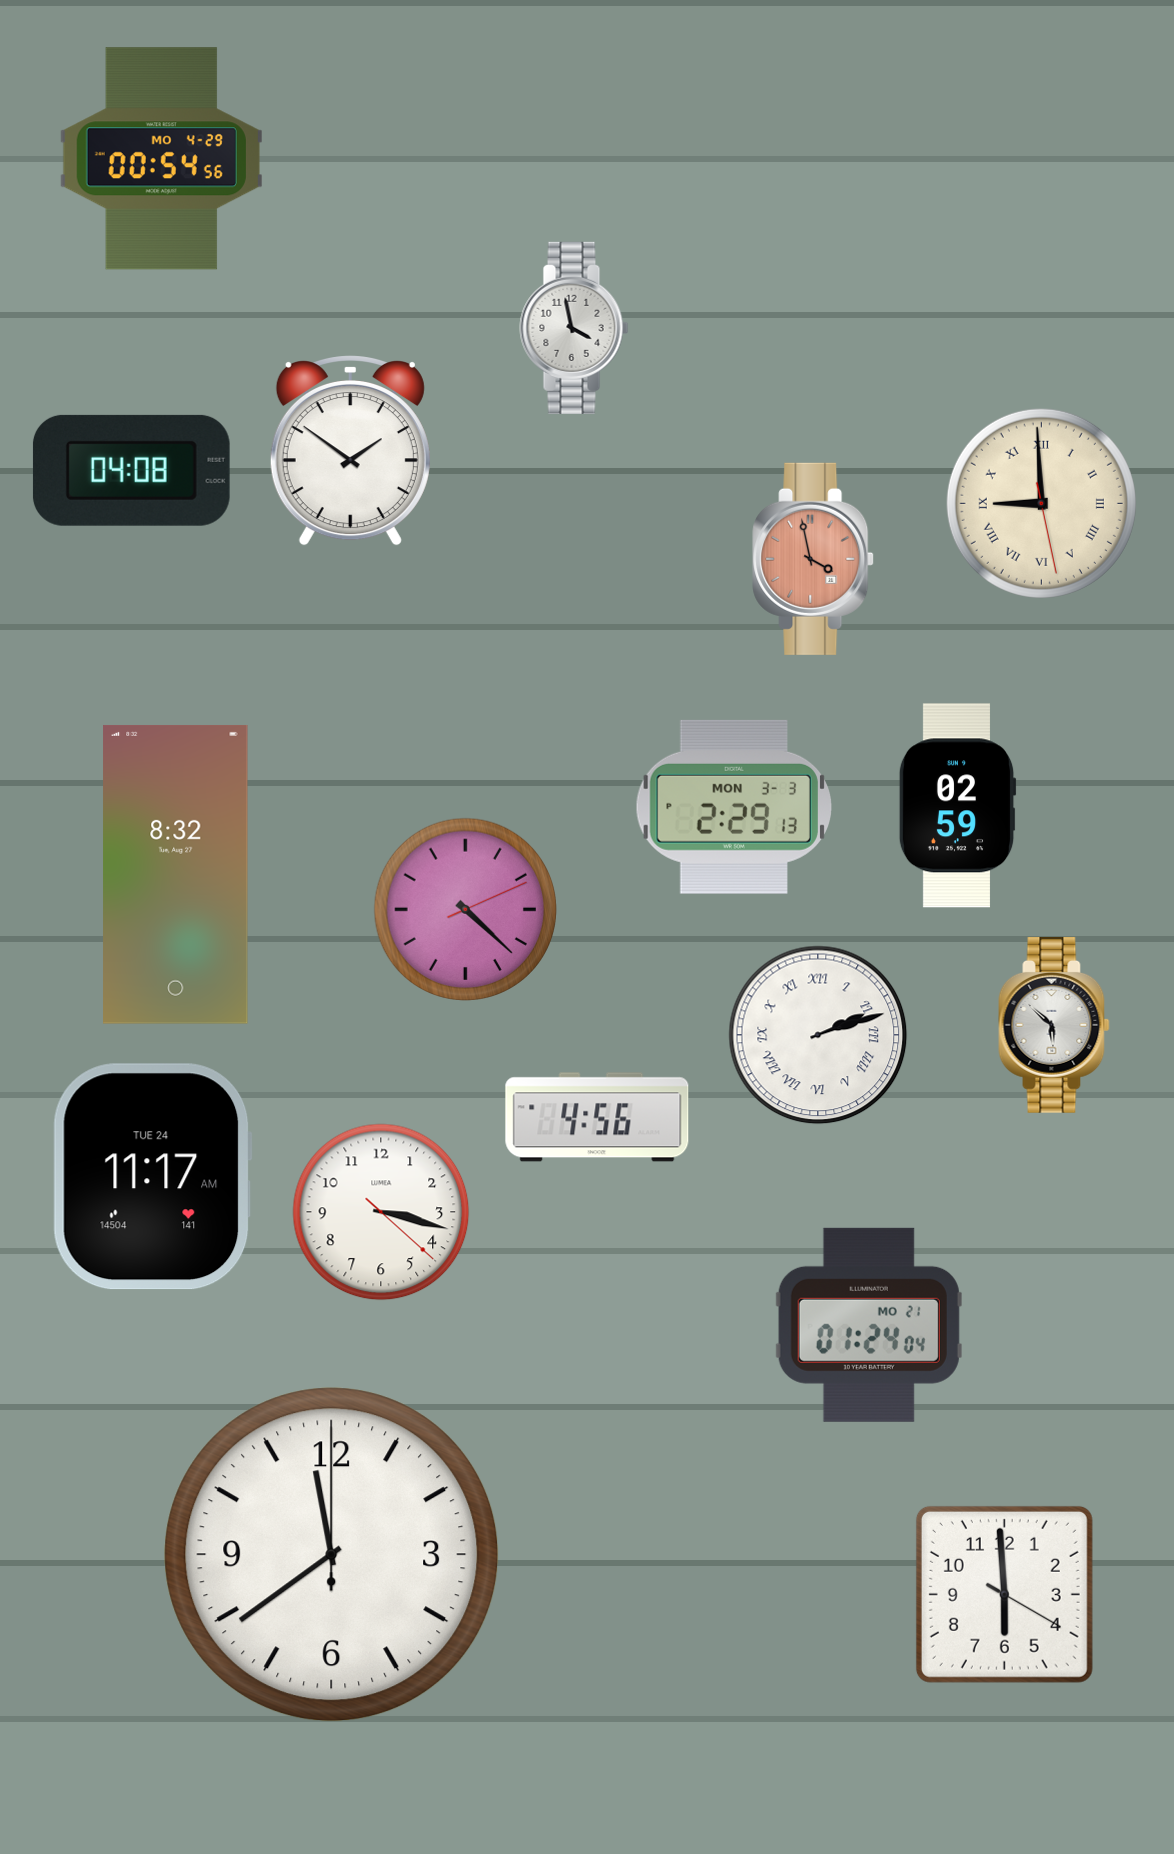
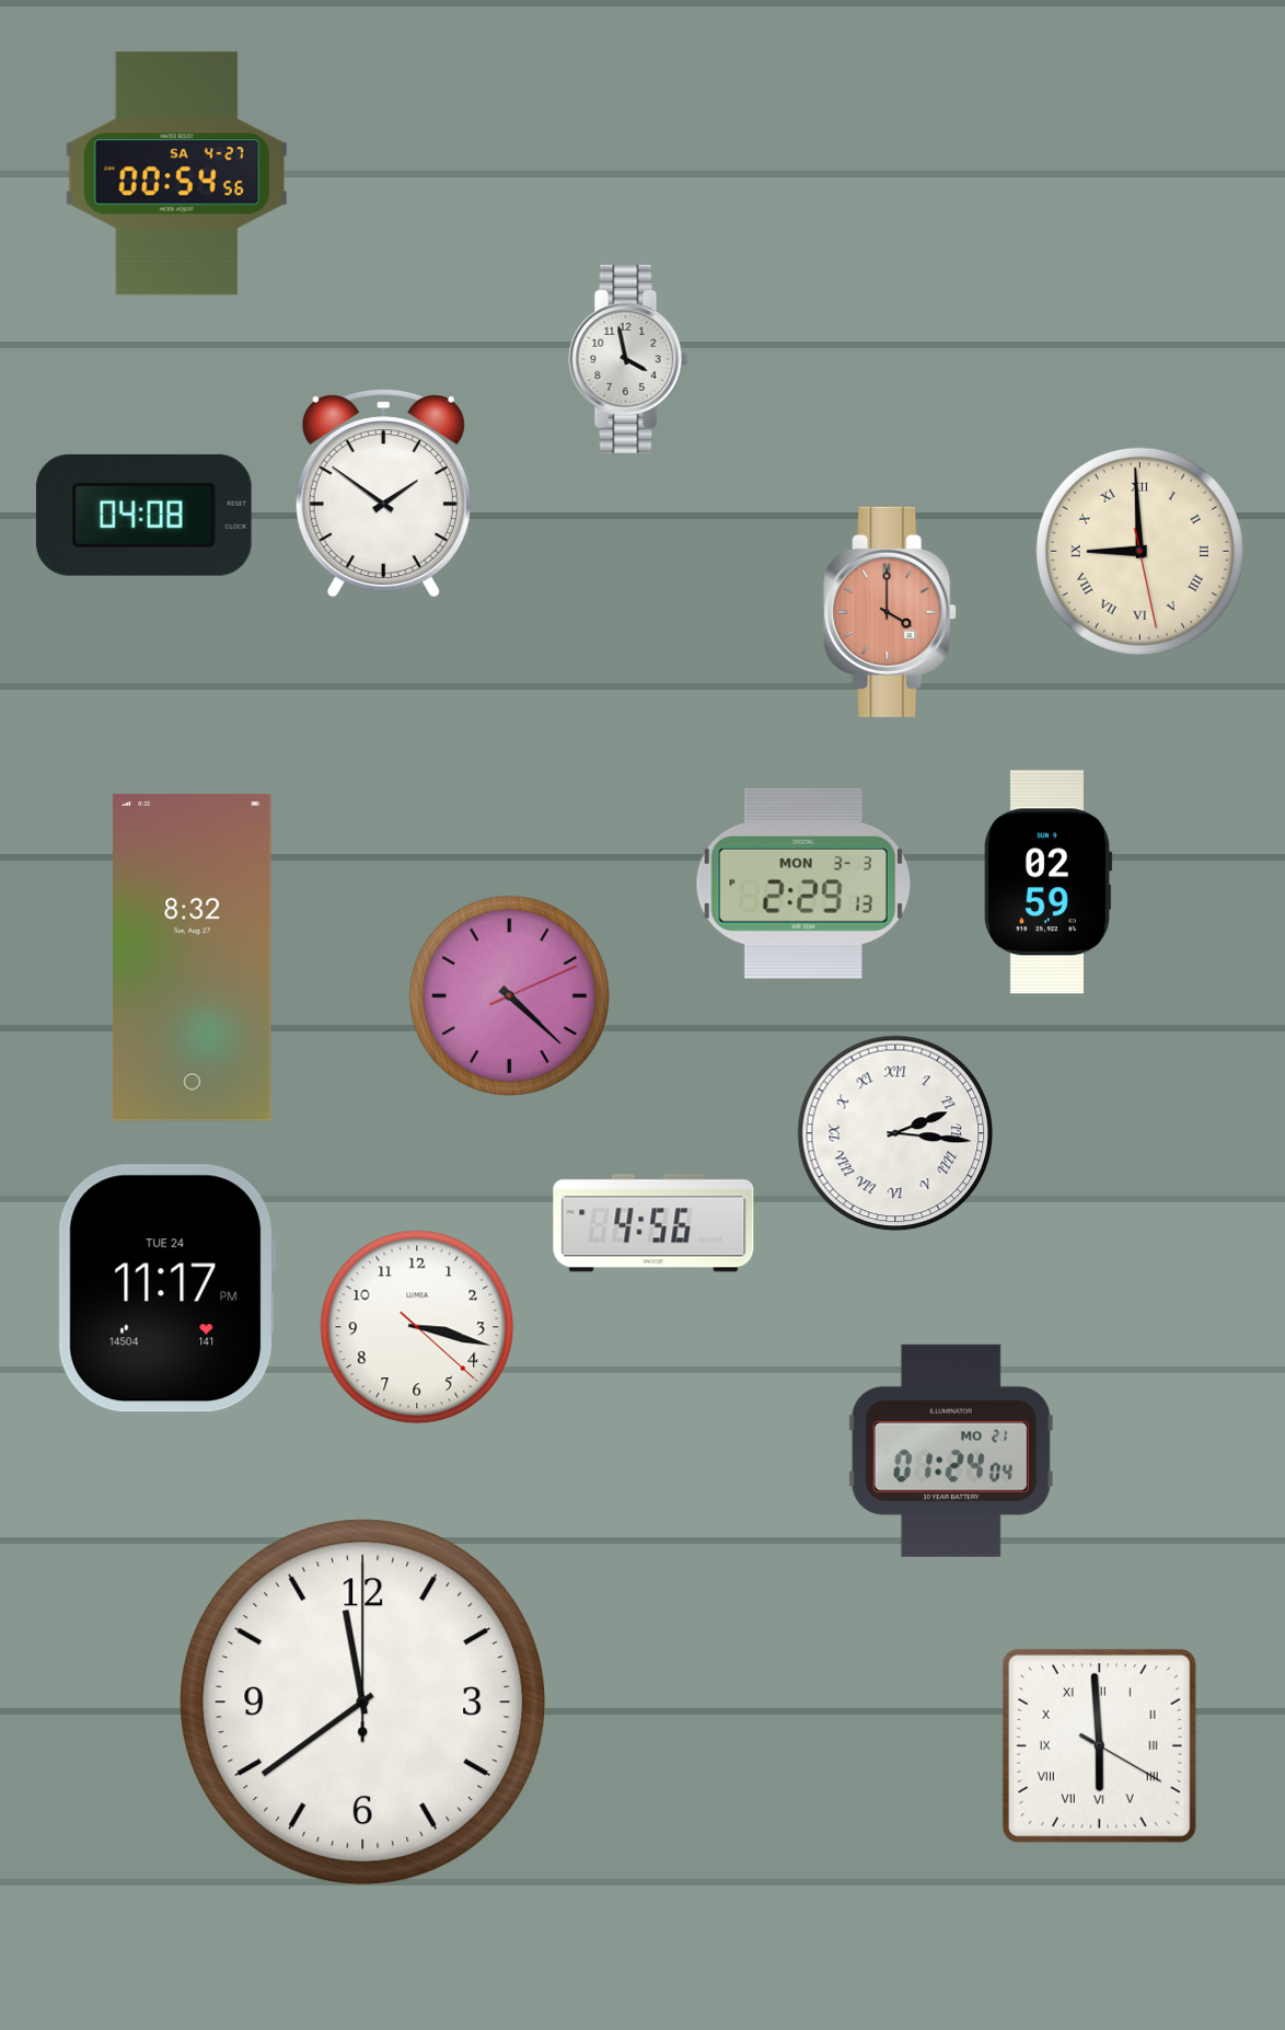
clock at (161, 159) date: MO 4-29 -> SA 4-27
clock at (813, 559): 3:58 -> 4:00
clock at (1054, 1025): 5:52 -> none
clock at (818, 1035): 2:12 -> 2:16
clock at (152, 1177): 11:17 AM -> 11:17 PM
clock at (1004, 1594) numerals: Arabic -> Roman
